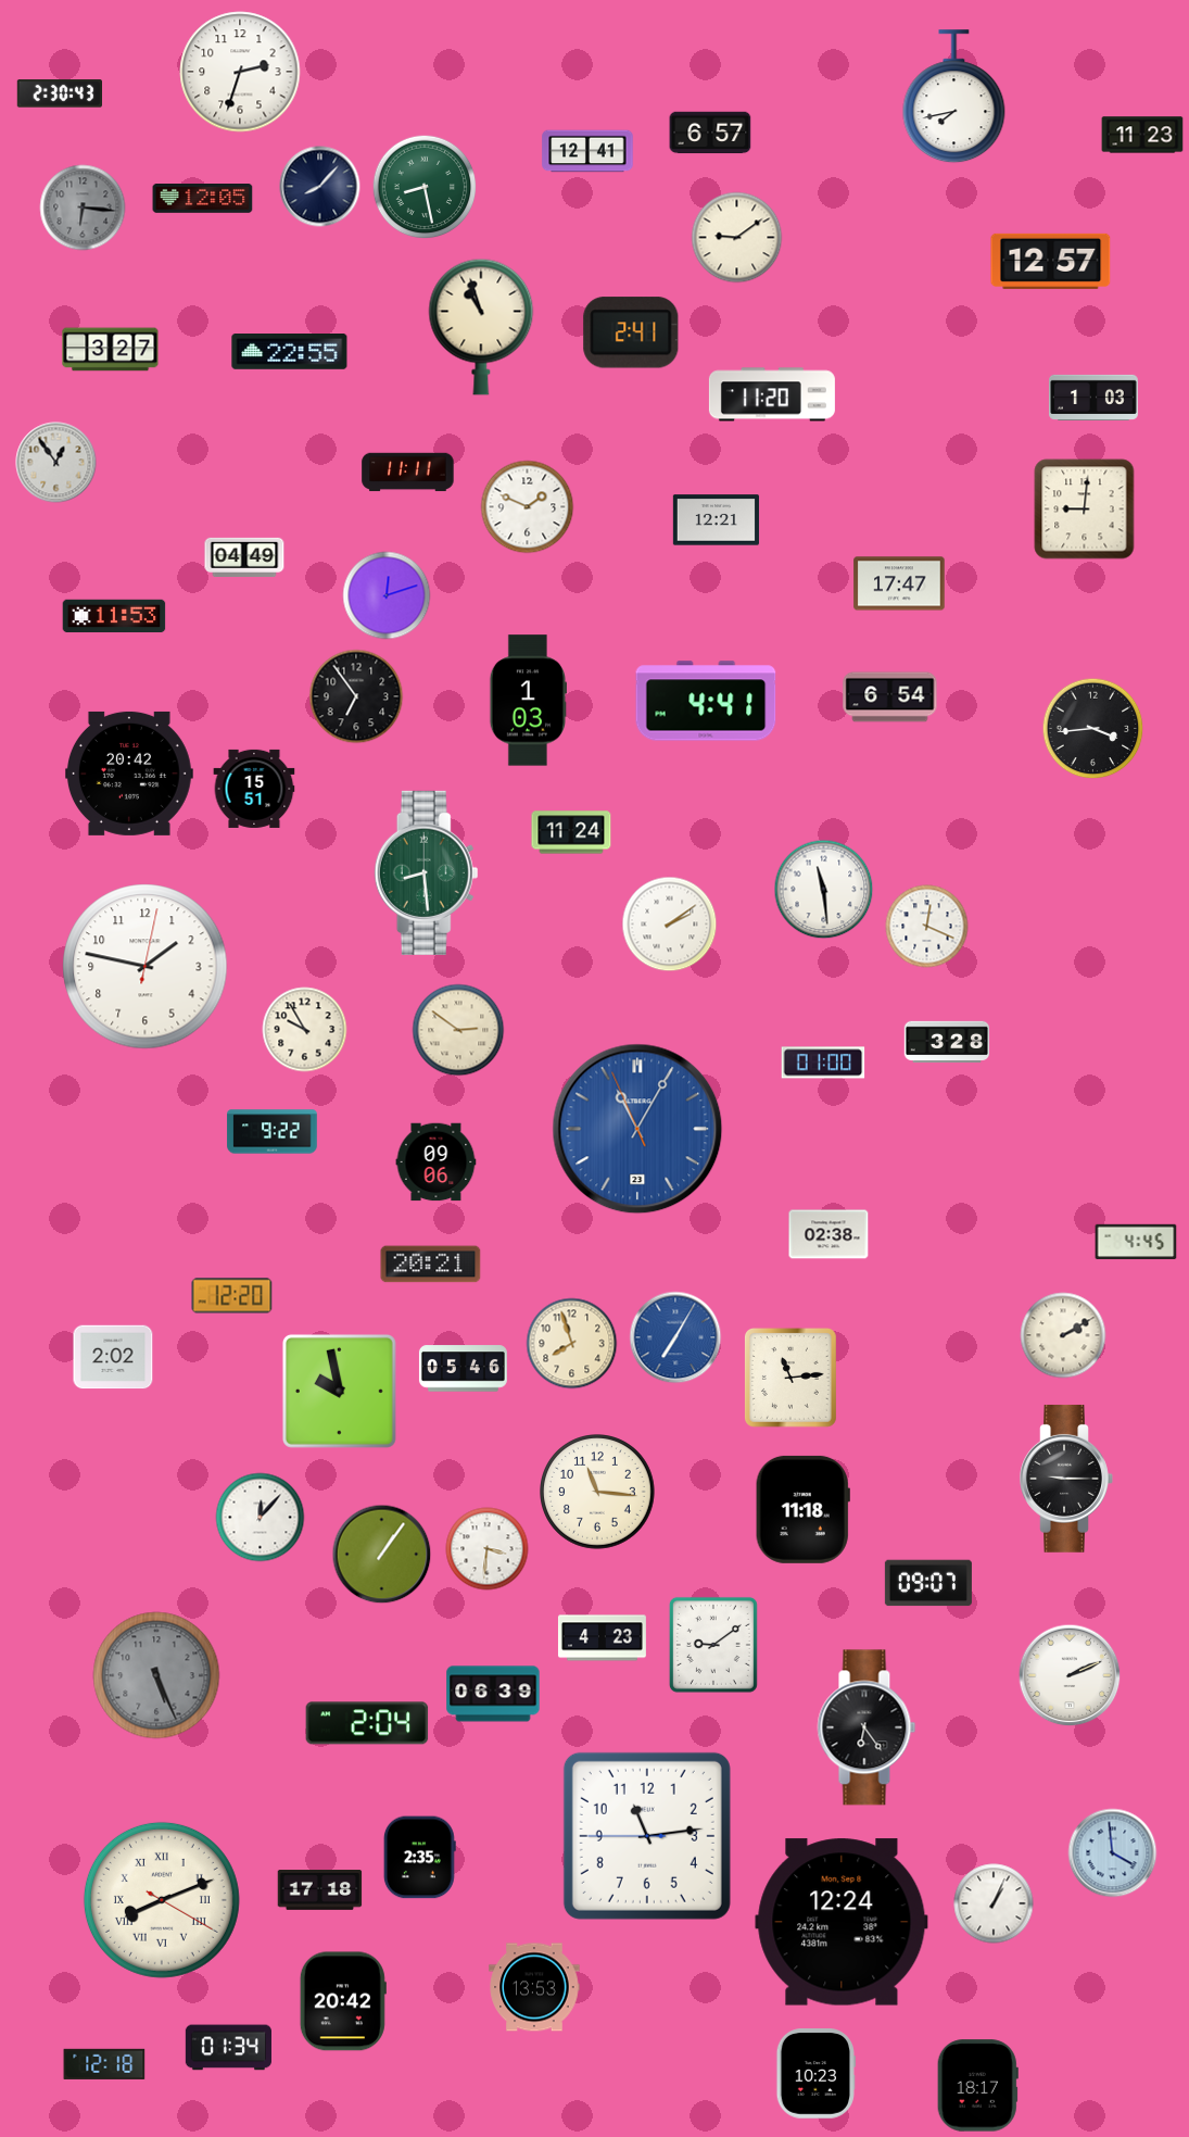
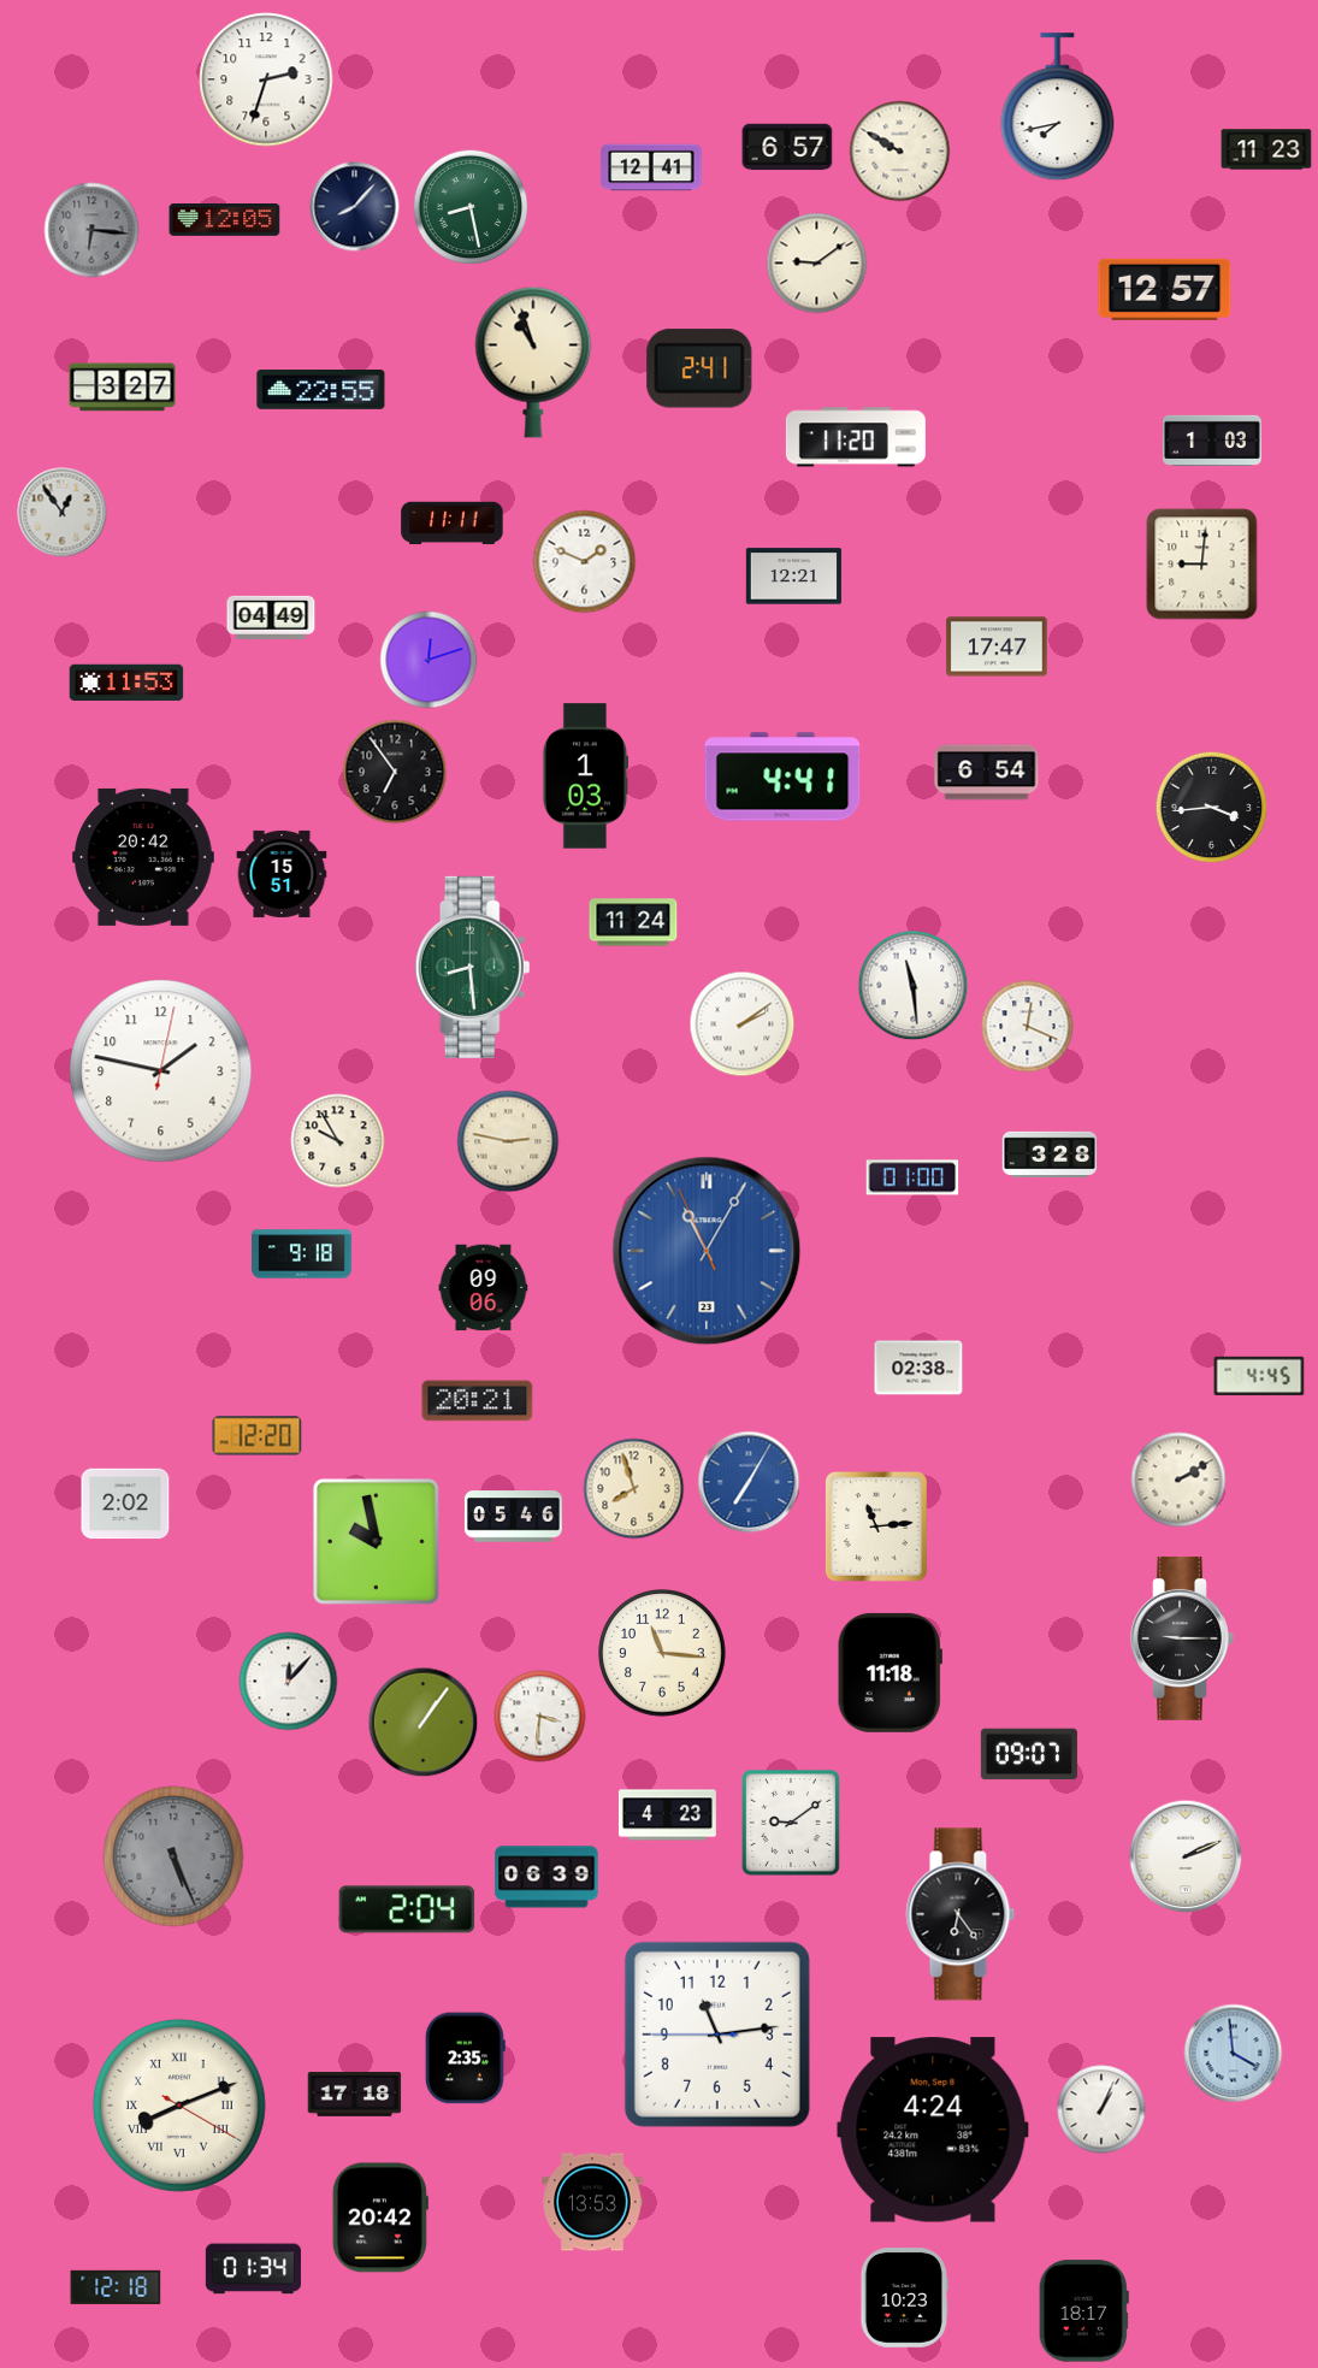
clock at (59, 93): 2:30 -> none
clock at (900, 152): none -> 9:50
clock at (458, 1030): 2:51 -> 2:47
clock at (273, 1132): 9:22 -> 9:18
clock at (842, 1922): 12:24 -> 4:24
